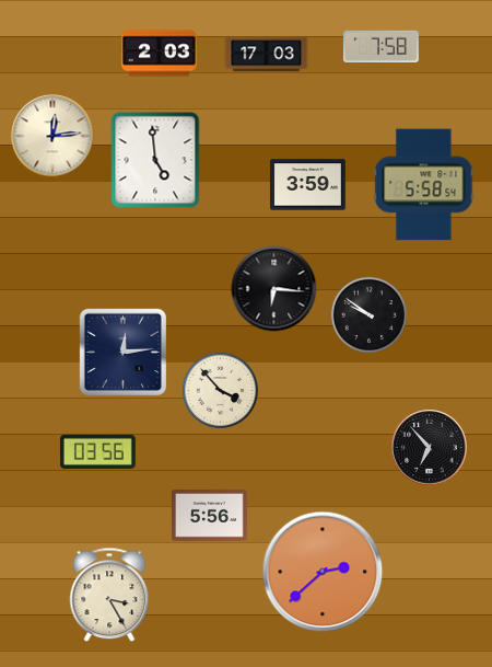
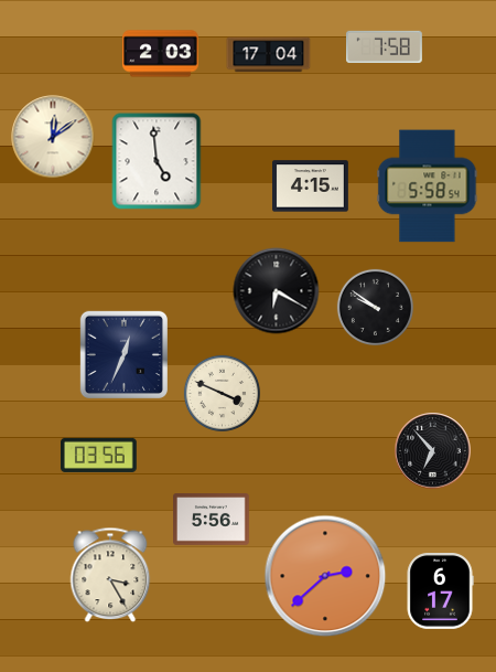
clock at (267, 55): 17:03 -> 17:04
clock at (52, 136): 12:14 -> 12:09
clock at (308, 185): 3:59 -> 4:15
clock at (274, 289): 6:16 -> 6:20
clock at (368, 314) position: (368, 314) -> (375, 307)
clock at (122, 352): 12:14 -> 12:34
clock at (220, 390): 3:53 -> 3:49
clock at (440, 591): none -> 6:17
clock at (109, 595) position: (109, 595) -> (110, 575)
